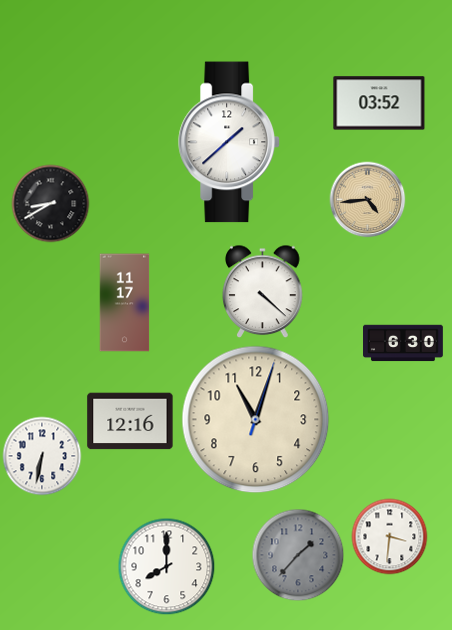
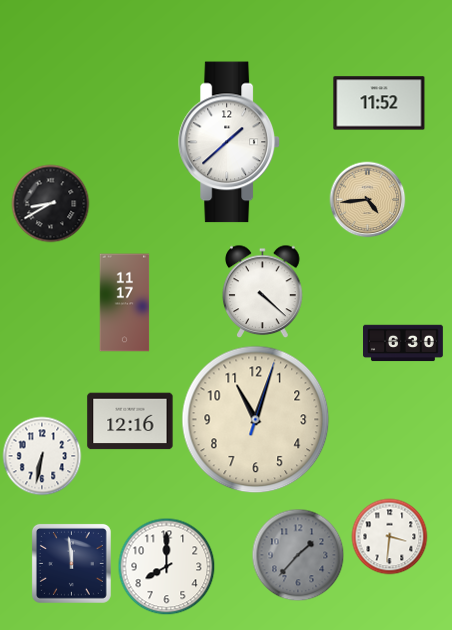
clock at (379, 103): 03:52 -> 11:52
clock at (71, 563): none -> 11:59
